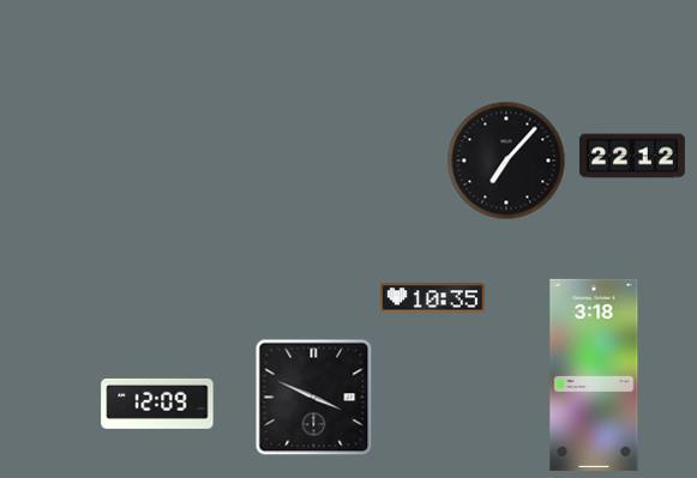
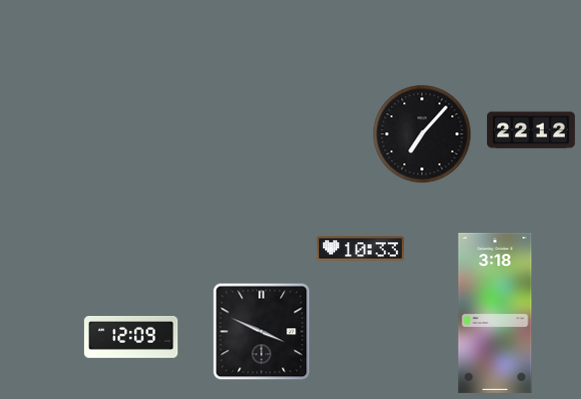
clock at (632, 156) position: (632, 156) -> (531, 130)
clock at (432, 298): 10:35 -> 10:33
